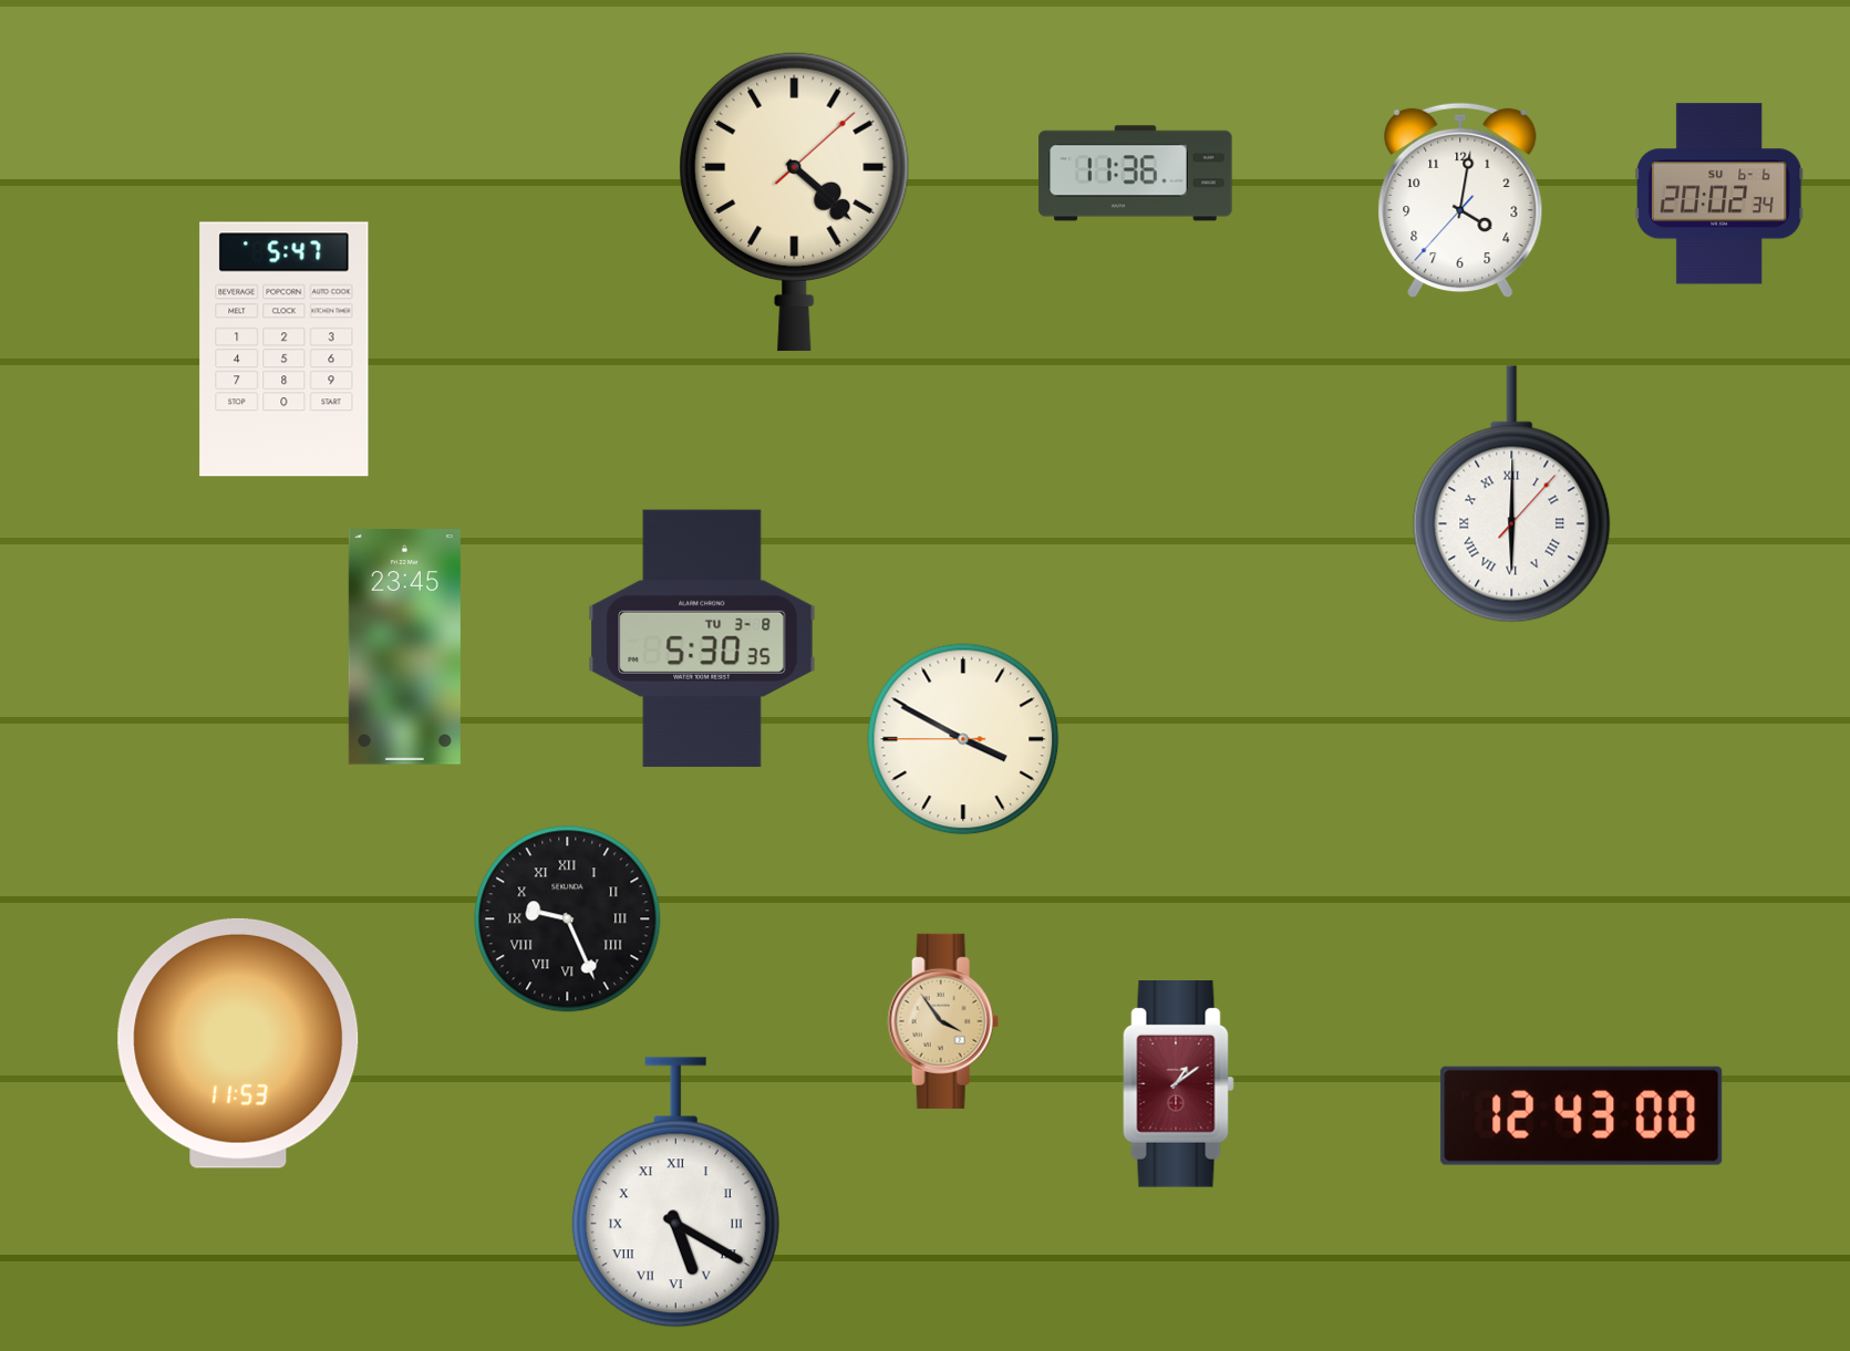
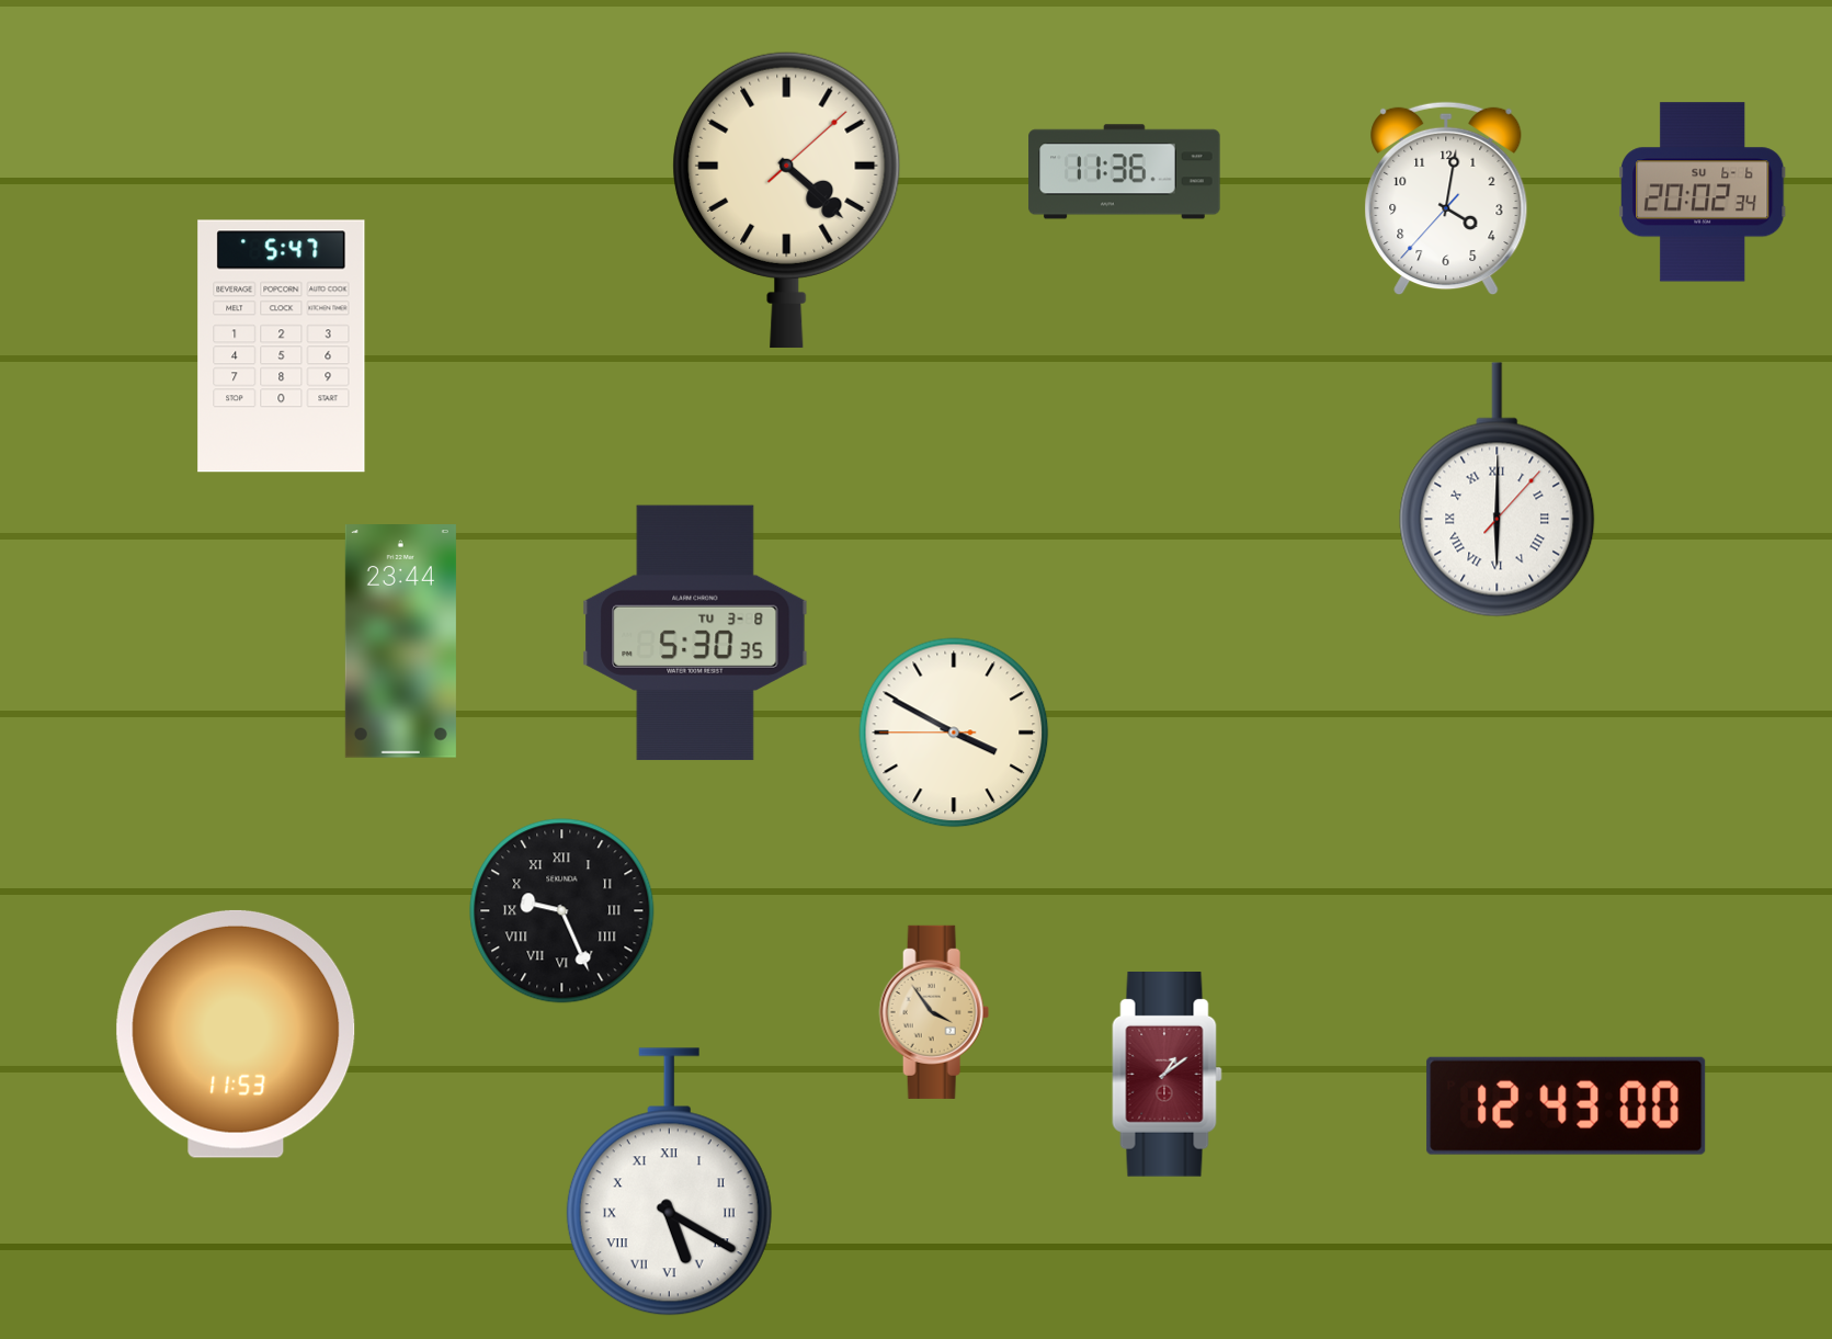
clock at (404, 647): 23:45 -> 23:44
